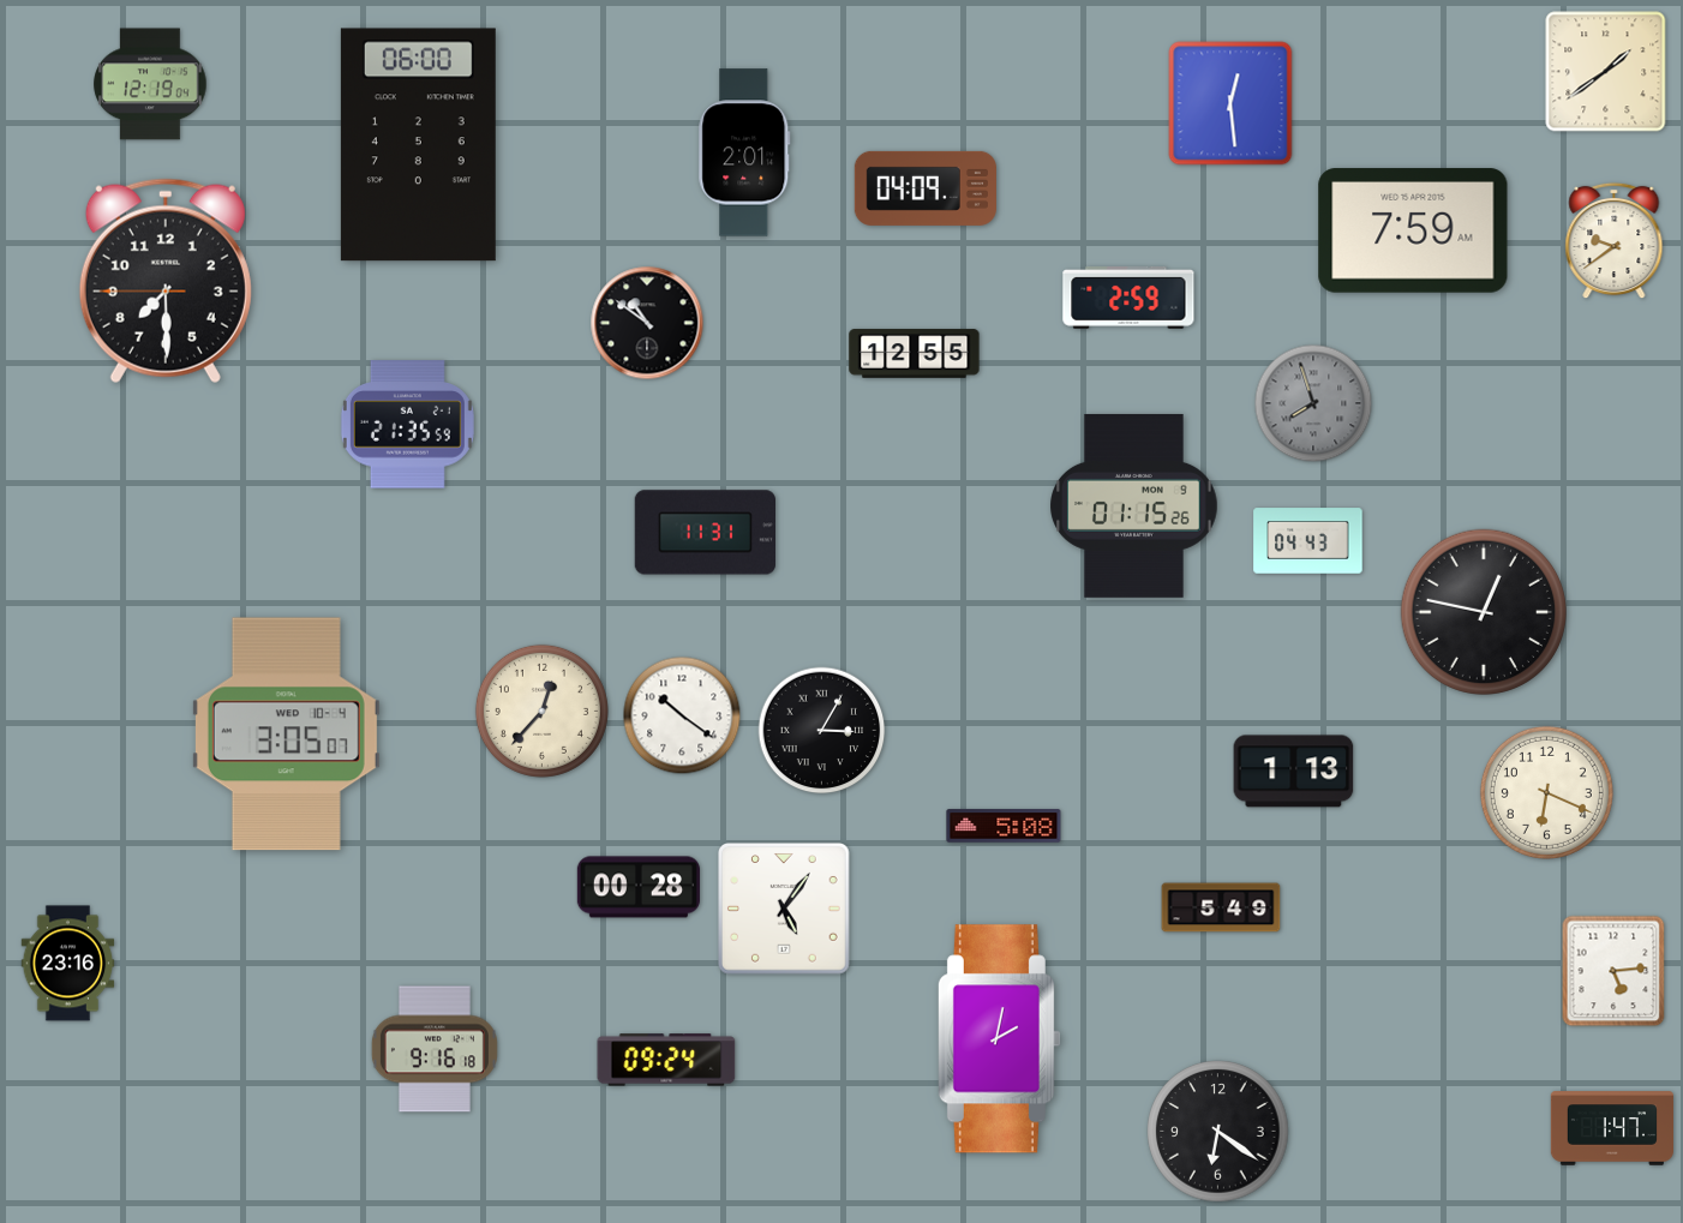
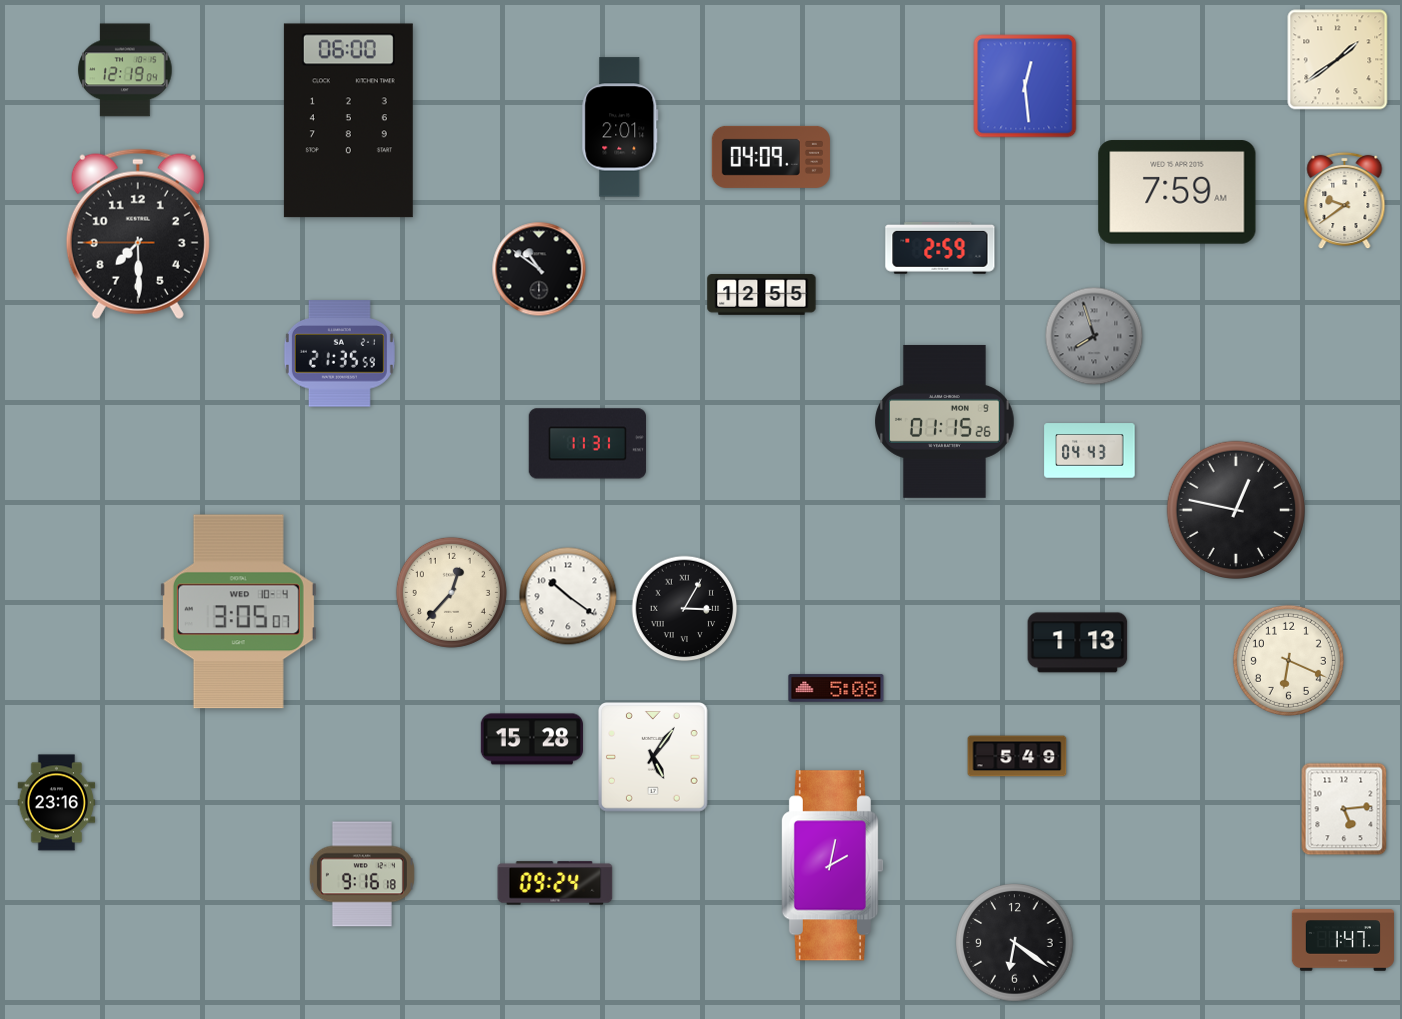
clock at (637, 887): 00:28 -> 15:28
